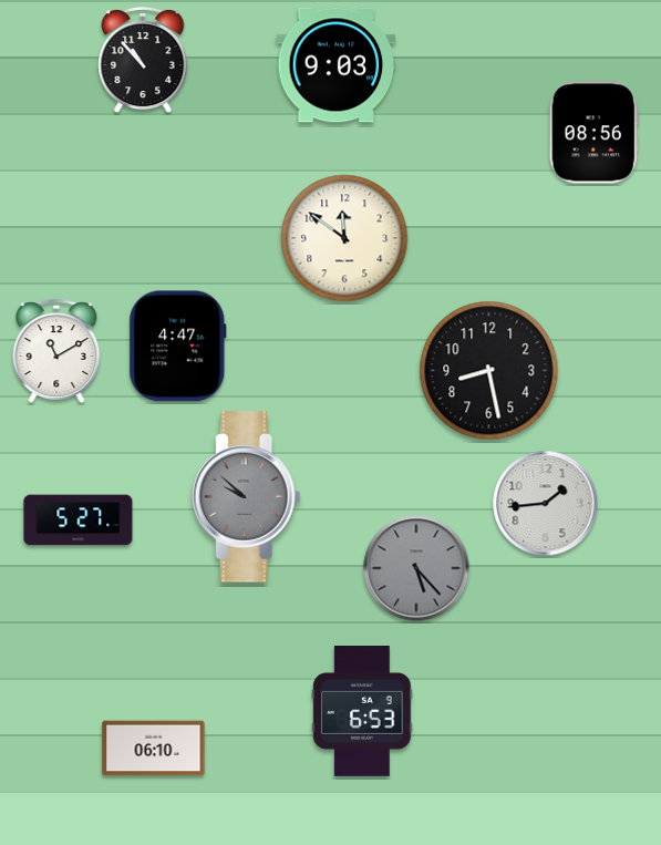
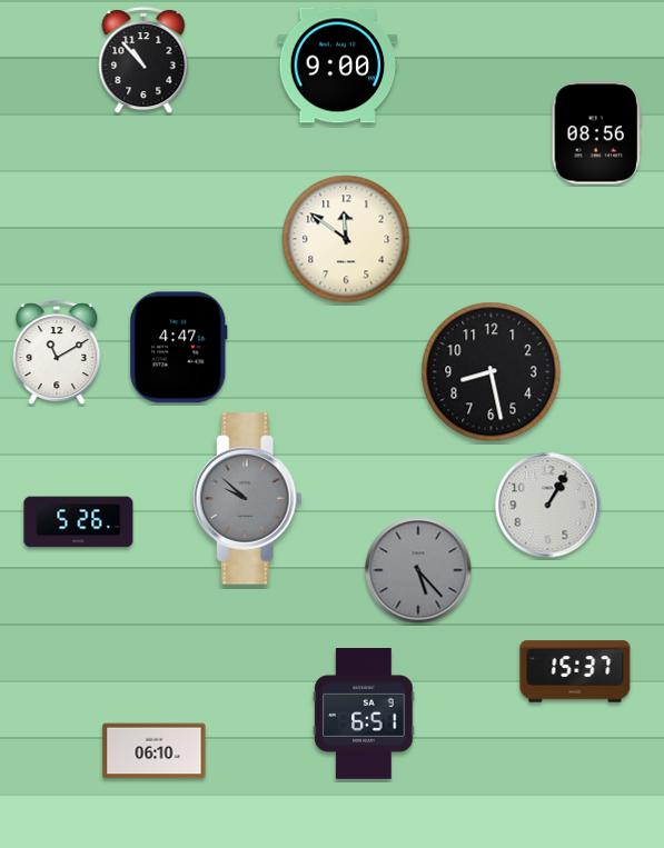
clock at (337, 65): 9:03 -> 9:00
clock at (546, 504): 1:44 -> 1:05
clock at (79, 521): 5:27 -> 5:26
clock at (575, 671): none -> 15:37
clock at (362, 712): 6:53 -> 6:51
